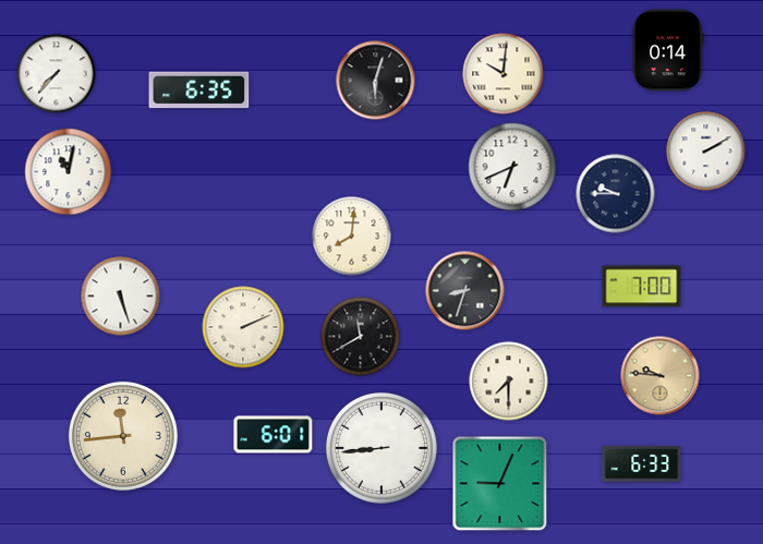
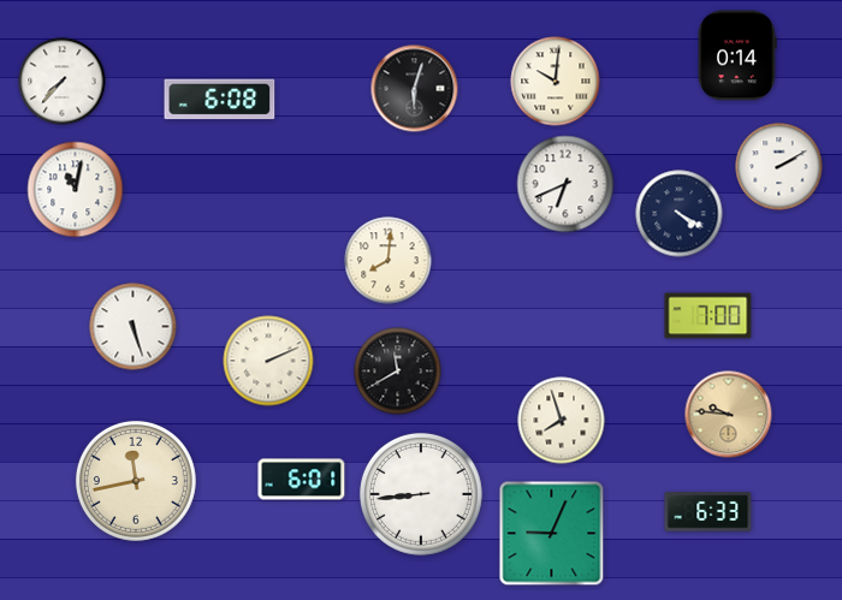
clock at (199, 90): 6:35 -> 6:08
clock at (616, 194): 9:45 -> 4:20
clock at (465, 291): 8:33 -> none
clock at (509, 382): 7:30 -> 7:57
clock at (123, 436): 11:44 -> 11:43
